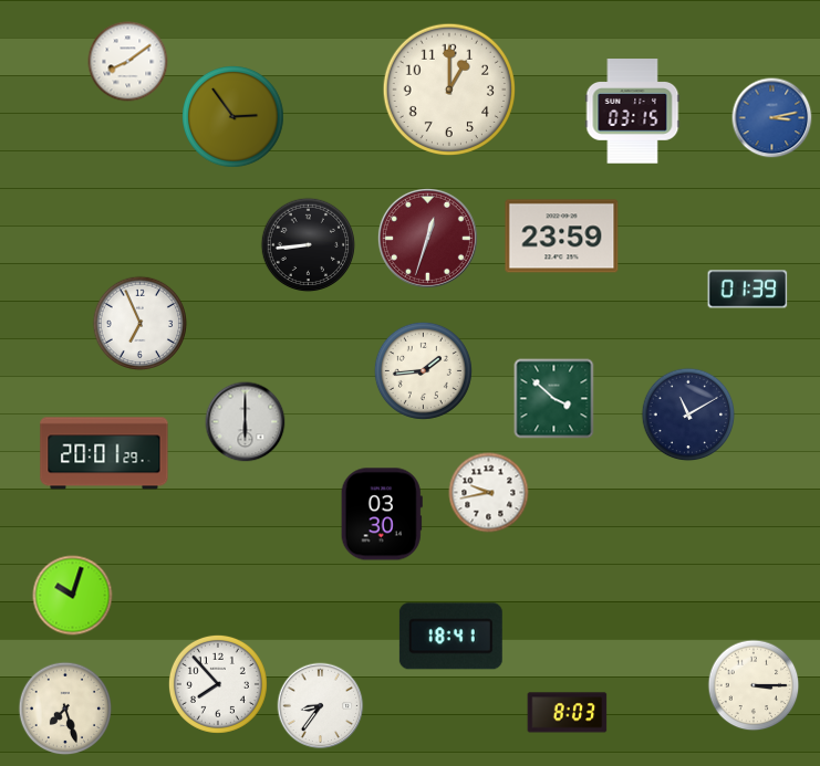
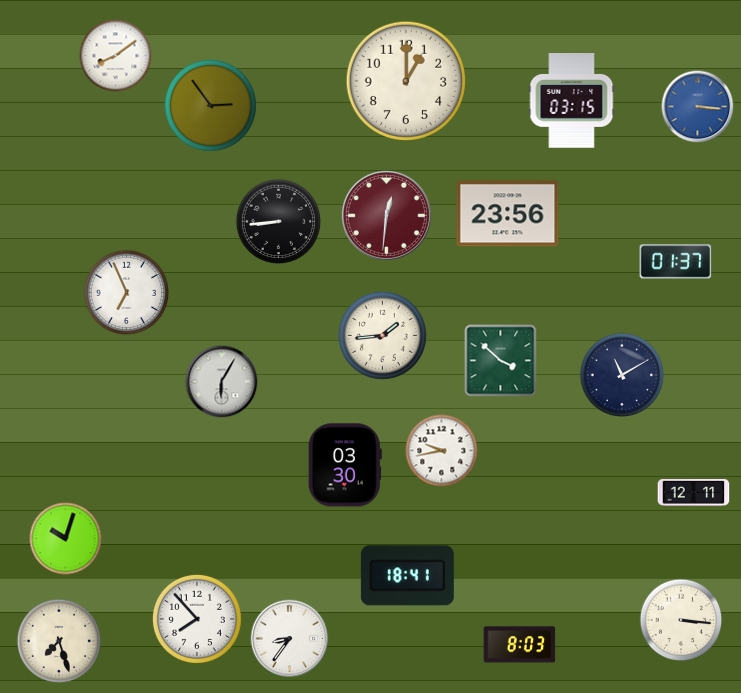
clock at (772, 118): 3:13 -> 3:16
clock at (562, 237): 23:59 -> 23:56
clock at (427, 238): 12:33 -> 12:31
clock at (748, 290): 01:39 -> 01:37
clock at (246, 422): 6:00 -> 6:05
clock at (104, 453): 20:01 -> none
clock at (489, 493) position: (489, 493) -> (442, 451)
clock at (694, 492): none -> 12:11
clock at (754, 685): 3:15 -> 3:16
clock at (568, 713) position: (568, 713) -> (520, 645)
